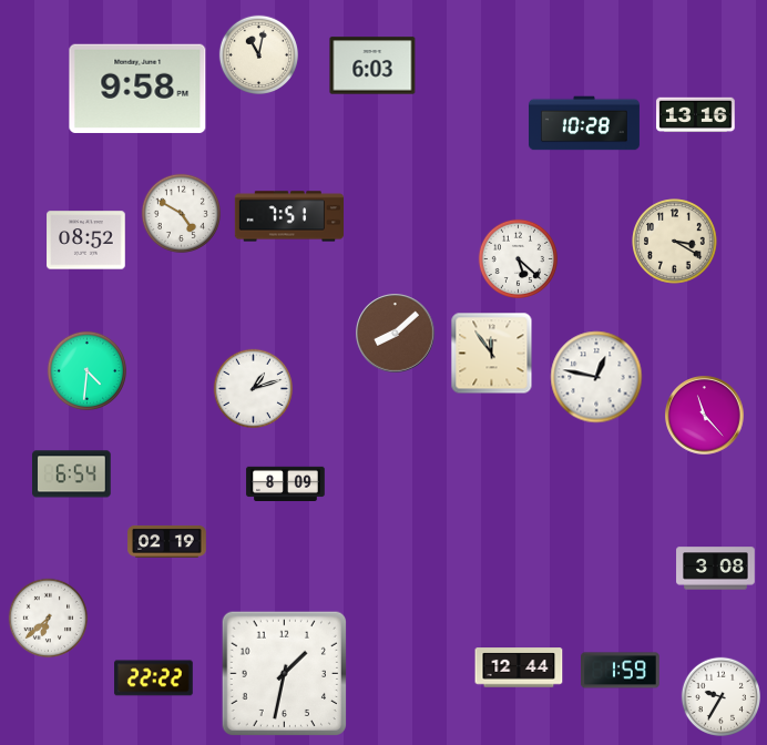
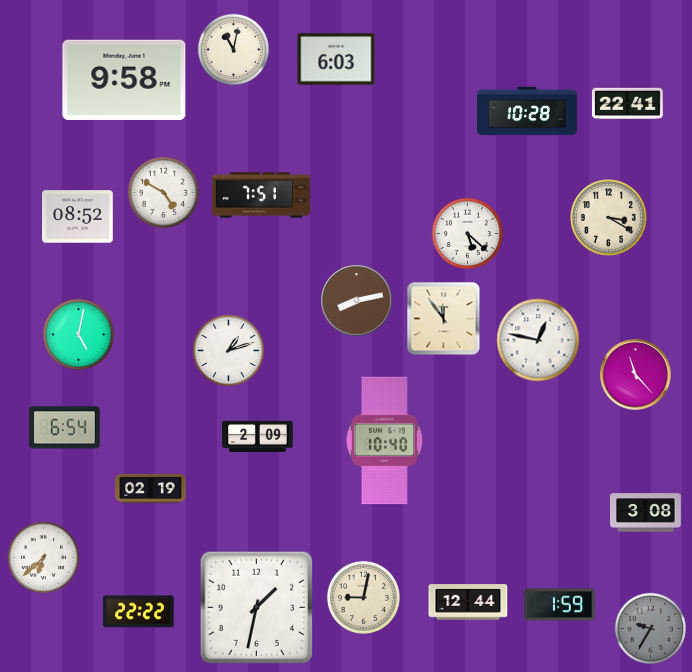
clock at (696, 115): 13:16 -> 22:41
clock at (396, 334): 8:08 -> 8:13
clock at (86, 370): 4:31 -> 5:02
clock at (286, 484): 8:09 -> 2:09
clock at (384, 441): none -> 10:40
clock at (363, 597): none -> 9:02
clock at (720, 696) dial: white -> grey
